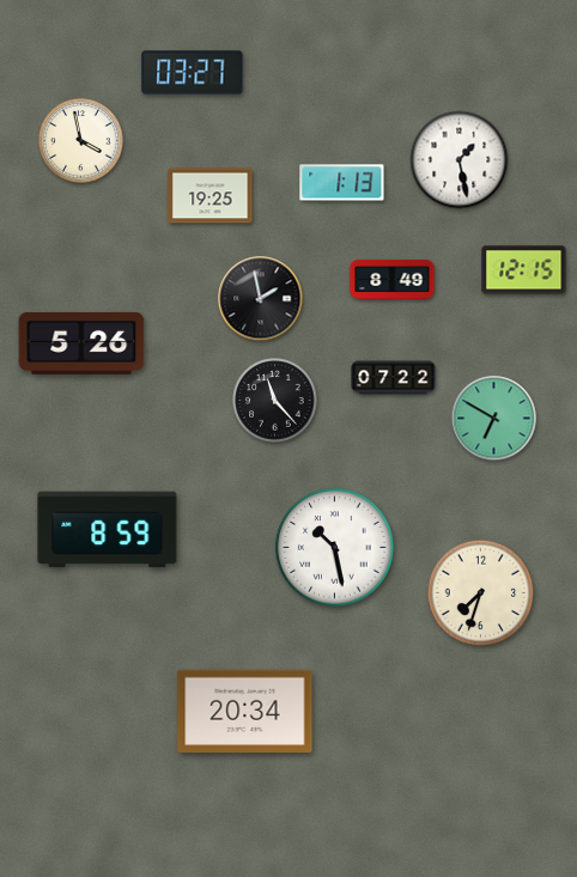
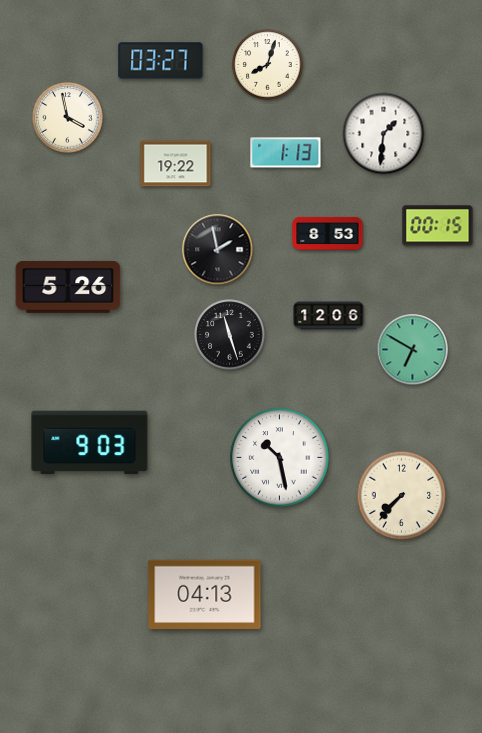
clock at (268, 65): none -> 8:03
clock at (460, 160): 1:28 -> 1:31
clock at (211, 196): 19:25 -> 19:22
clock at (524, 270): 12:15 -> 00:15
clock at (393, 279): 8:49 -> 8:53
clock at (394, 378): 07:22 -> 12:06
clock at (275, 401): 11:23 -> 11:27
clock at (108, 530): 8:59 -> 9:03
clock at (481, 593): 7:33 -> 7:37
clock at (245, 712): 20:34 -> 04:13
